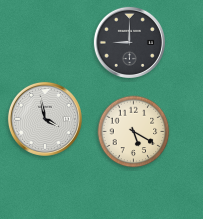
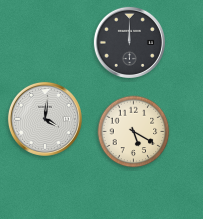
clock at (129, 42): 9:00 -> 12:00
clock at (45, 119): 3:58 -> 4:01
